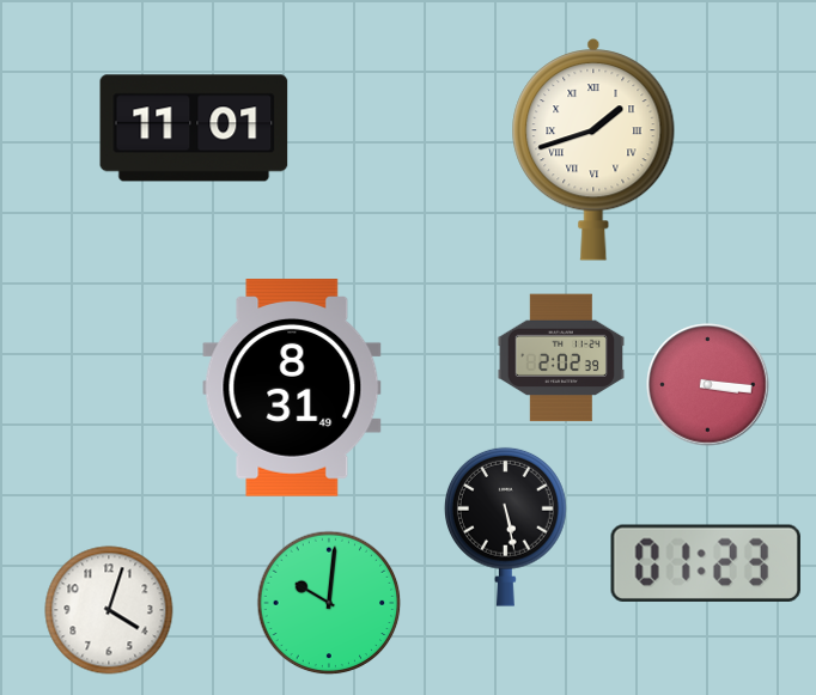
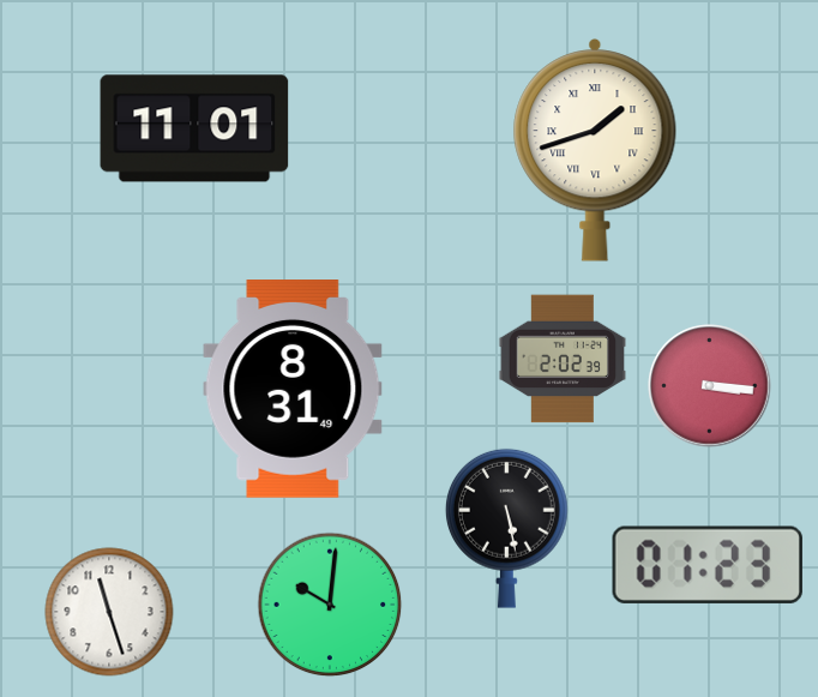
clock at (109, 610): 4:03 -> 11:27
